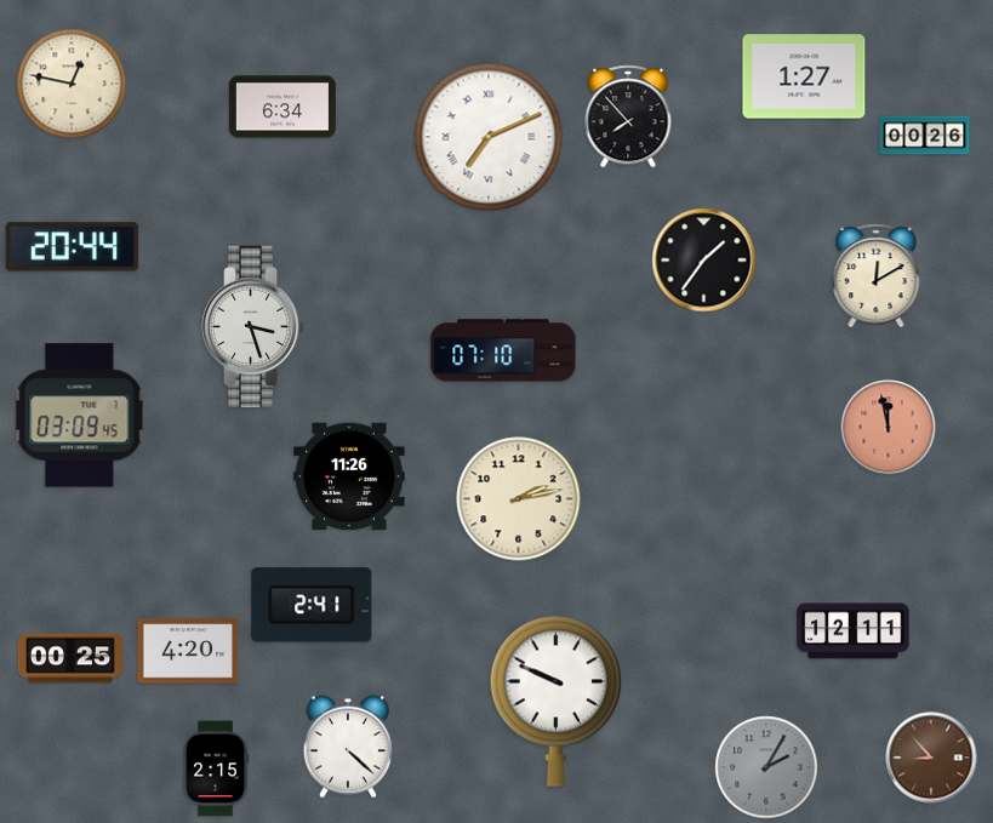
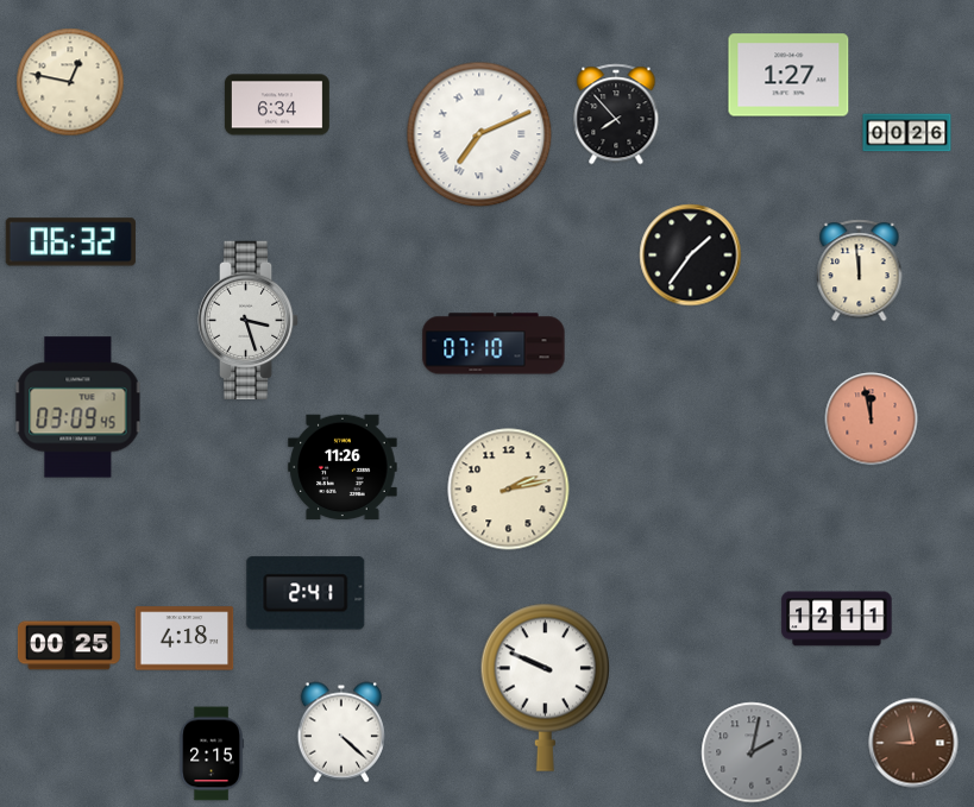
clock at (72, 247): 20:44 -> 06:32
clock at (877, 276): 12:10 -> 11:59
clock at (188, 651): 4:20 -> 4:18
clock at (931, 758): 8:53 -> 8:58
clock at (766, 767): 2:05 -> 2:02
